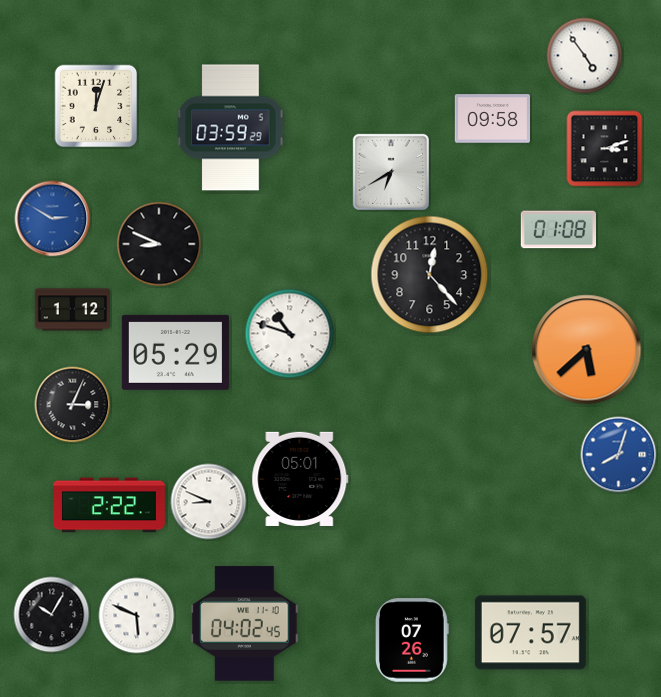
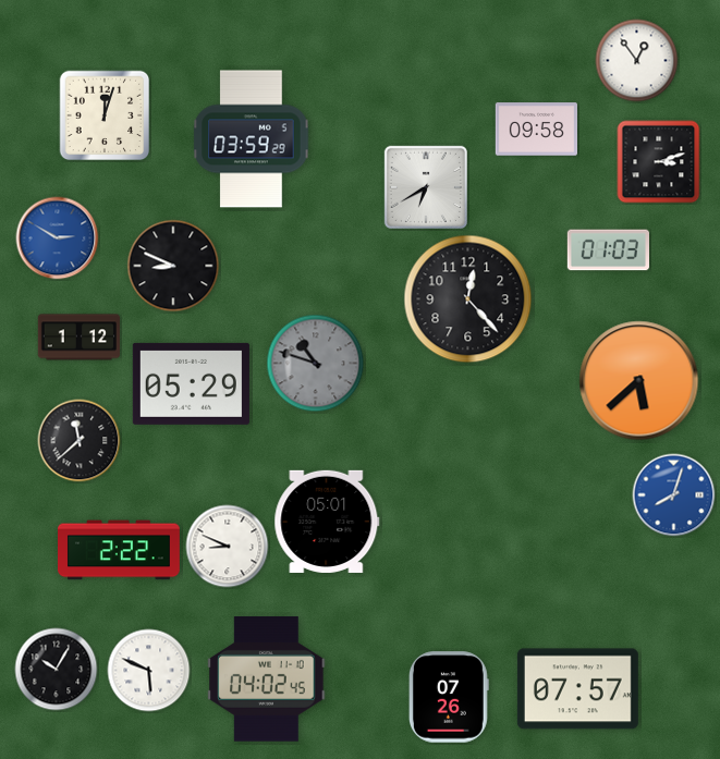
clock at (585, 56): 4:54 -> 12:54
clock at (558, 230): 01:08 -> 01:03
clock at (290, 334) dial: white -> grey
clock at (73, 405): 3:04 -> 11:38
